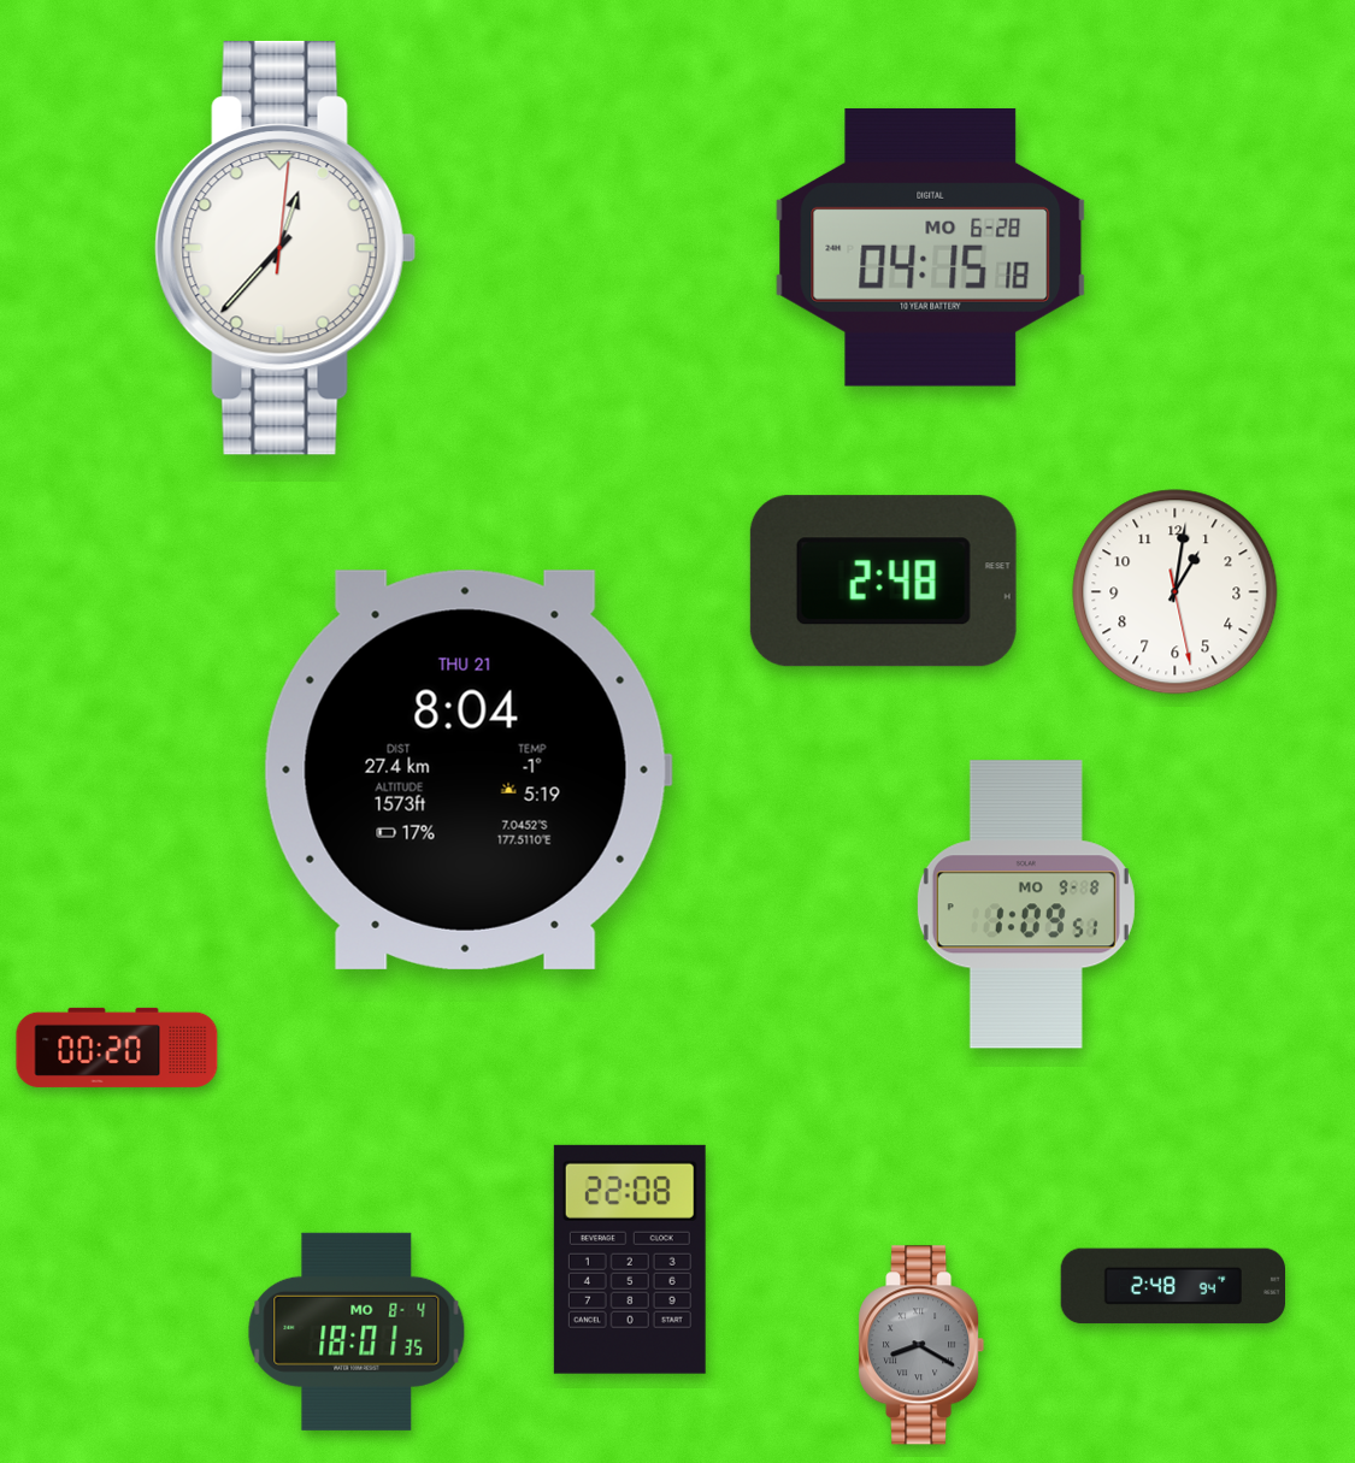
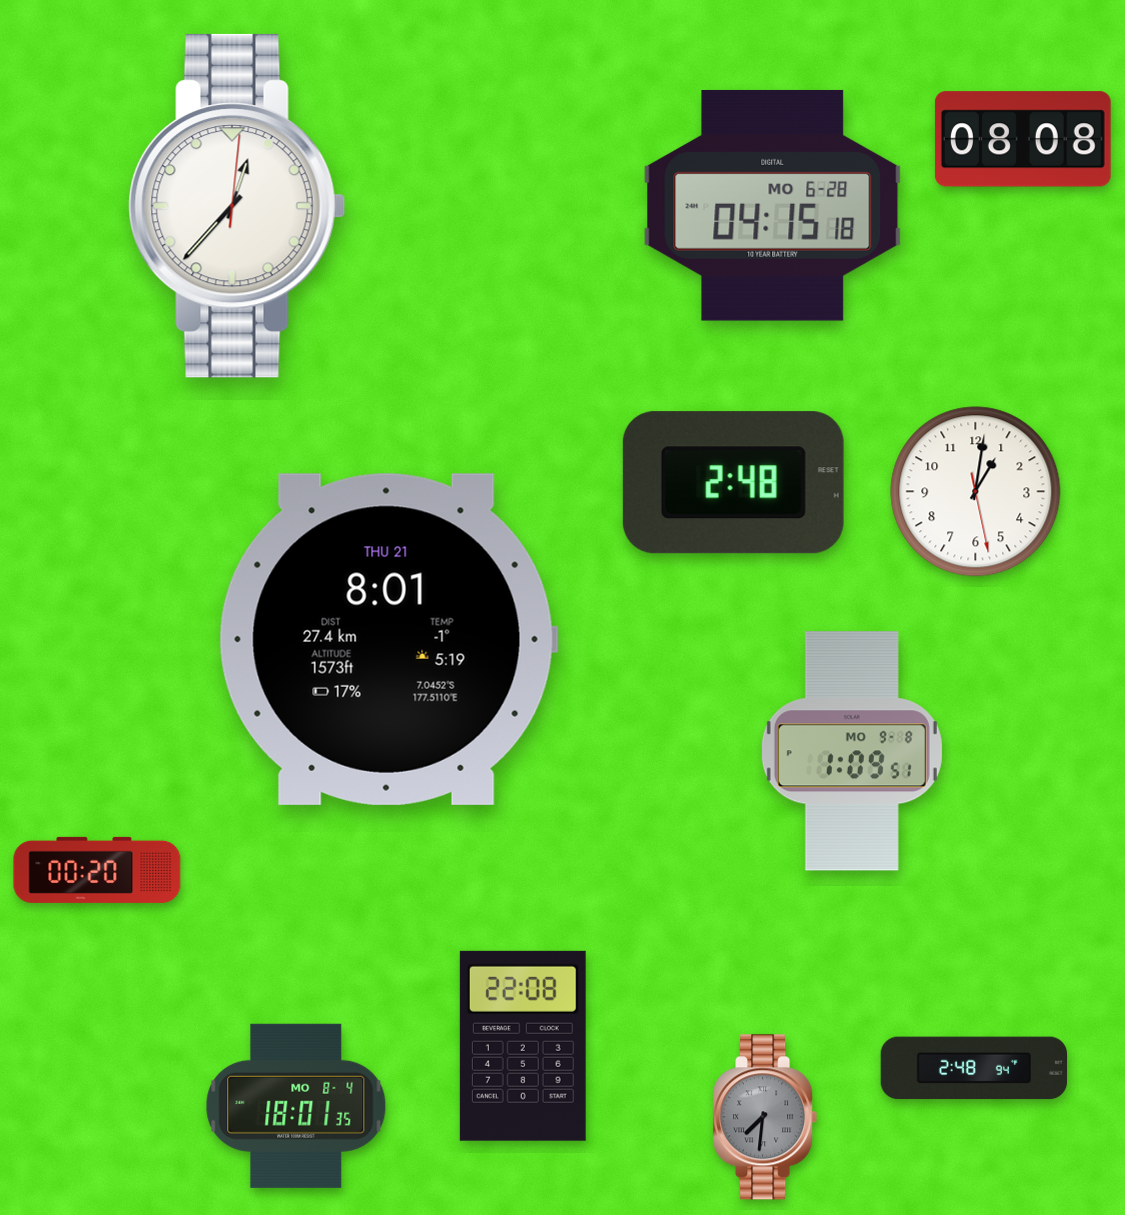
clock at (1023, 139): none -> 08:08
clock at (467, 769): 8:04 -> 8:01
clock at (921, 1345): 8:20 -> 7:31
